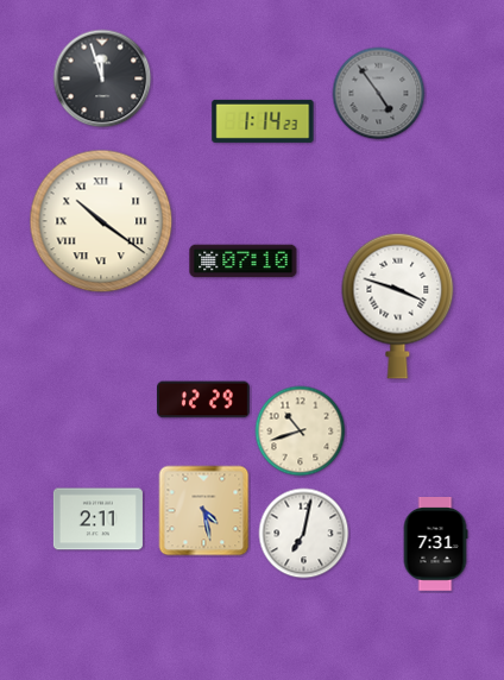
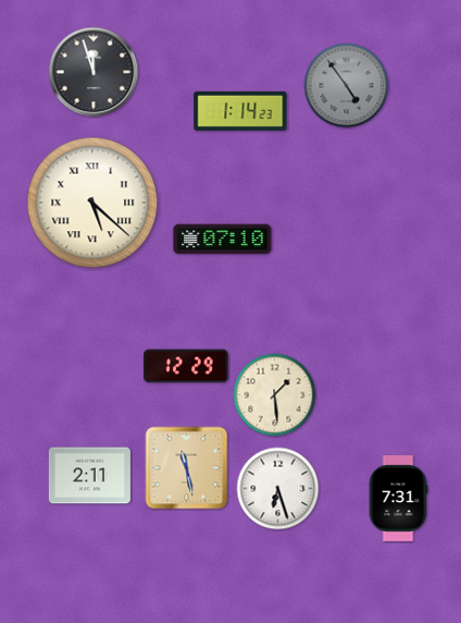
clock at (101, 221): 10:21 -> 5:22
clock at (398, 306): 3:48 -> none
clock at (301, 432): 10:42 -> 1:29
clock at (204, 511): 4:28 -> 11:28
clock at (304, 534): 7:02 -> 6:27
